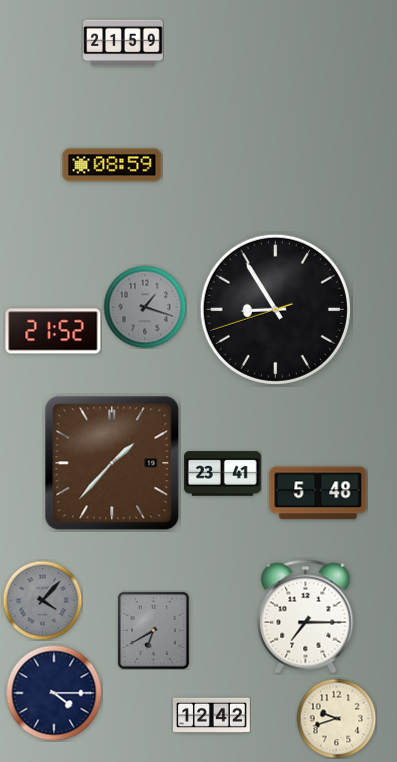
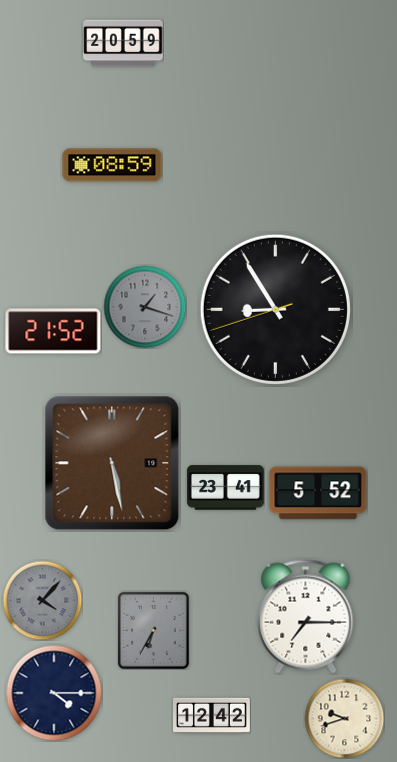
clock at (123, 43): 21:59 -> 20:59
clock at (112, 463): 1:37 -> 5:28
clock at (223, 474) position: (223, 474) -> (226, 488)
clock at (318, 493): 5:48 -> 5:52
clock at (153, 630): 6:40 -> 6:35
clock at (336, 718) position: (336, 718) -> (344, 718)
